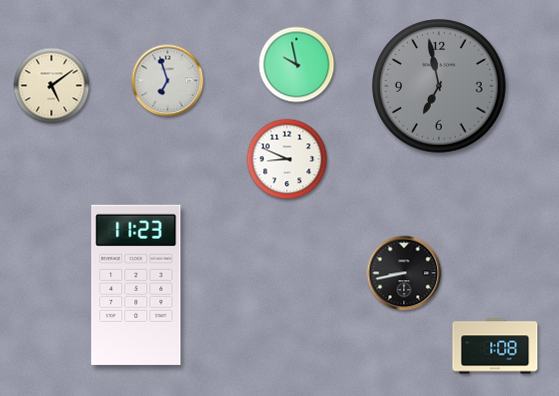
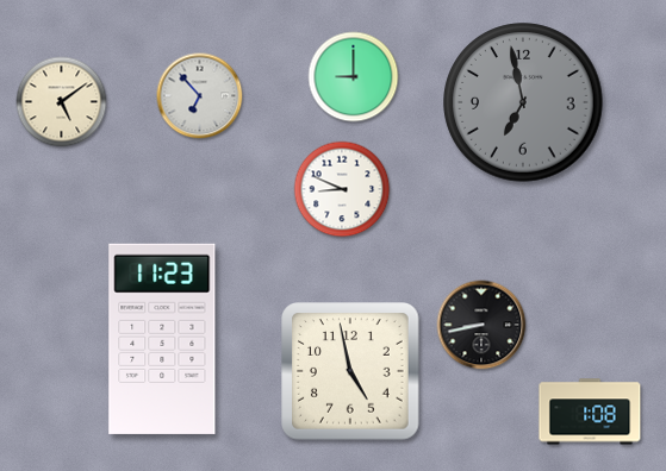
clock at (297, 65): 9:58 -> 9:00
clock at (168, 81): 6:57 -> 6:53
clock at (350, 371): none -> 4:58
